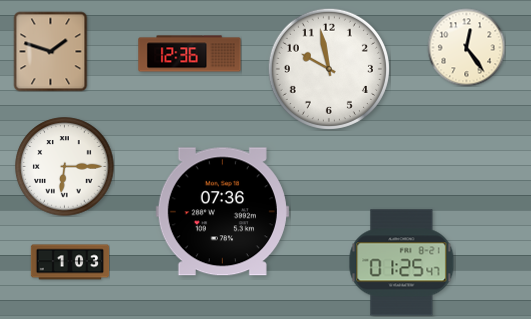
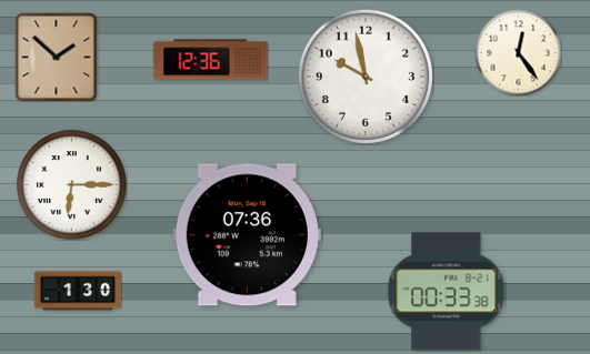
clock at (51, 51): 1:48 -> 1:52
clock at (70, 262): 1:03 -> 1:30
clock at (402, 263): 01:25 -> 00:33
